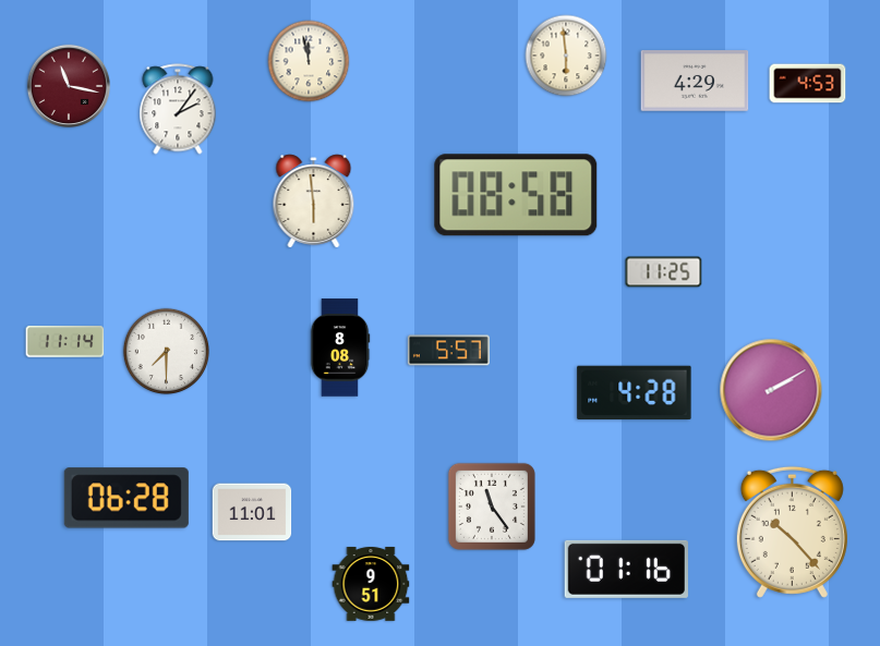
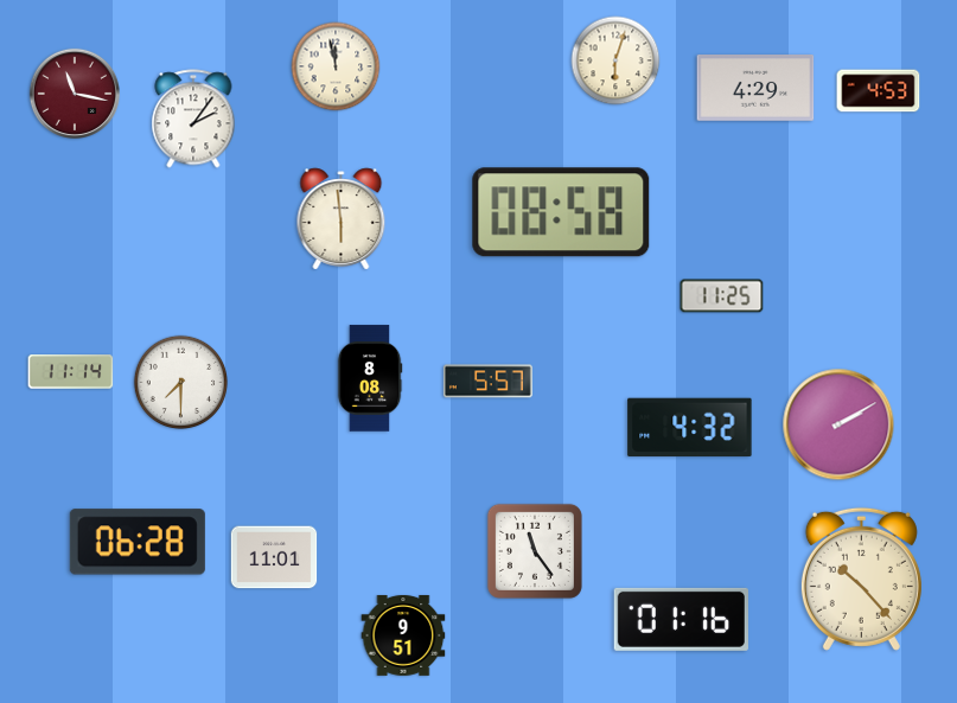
clock at (566, 56): 5:59 -> 6:03
clock at (635, 393): 4:28 -> 4:32
